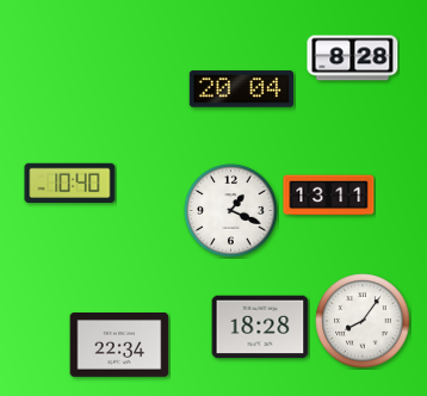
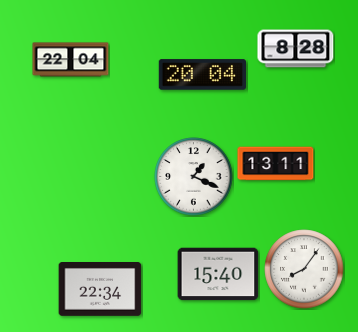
clock at (71, 60): none -> 22:04
clock at (70, 184): 10:40 -> none
clock at (260, 327): 18:28 -> 15:40
